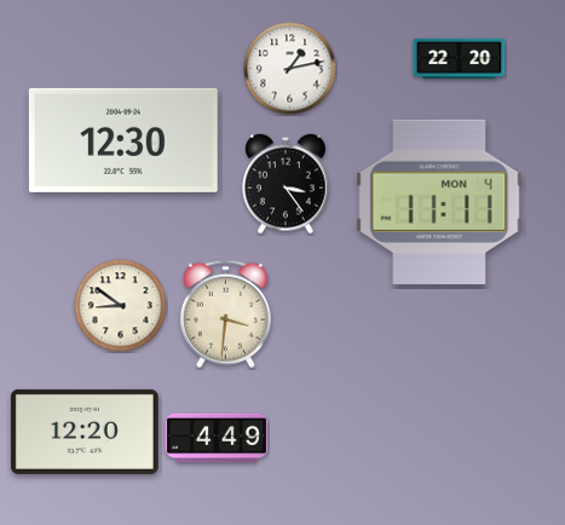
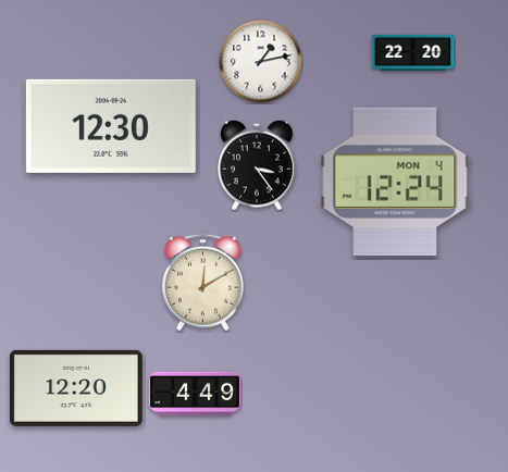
clock at (439, 202): 11:11 -> 12:24
clock at (121, 306): 8:51 -> none
clock at (225, 315): 3:31 -> 12:10
